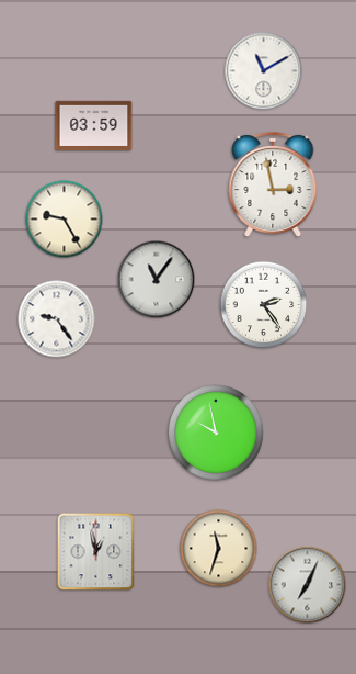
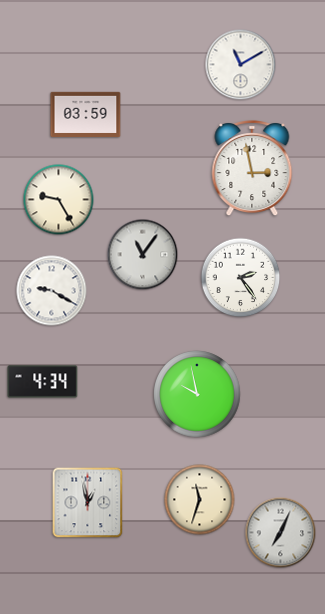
clock at (273, 186) position: (273, 186) -> (252, 169)
clock at (57, 319): 9:24 -> 9:20
clock at (43, 382): none -> 4:34
